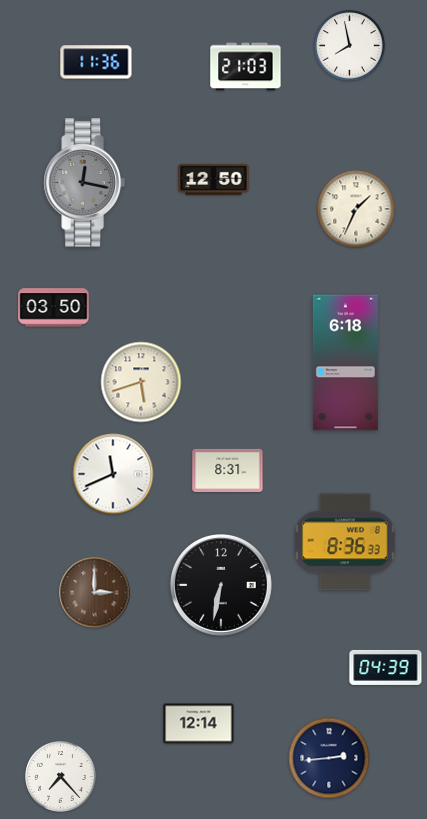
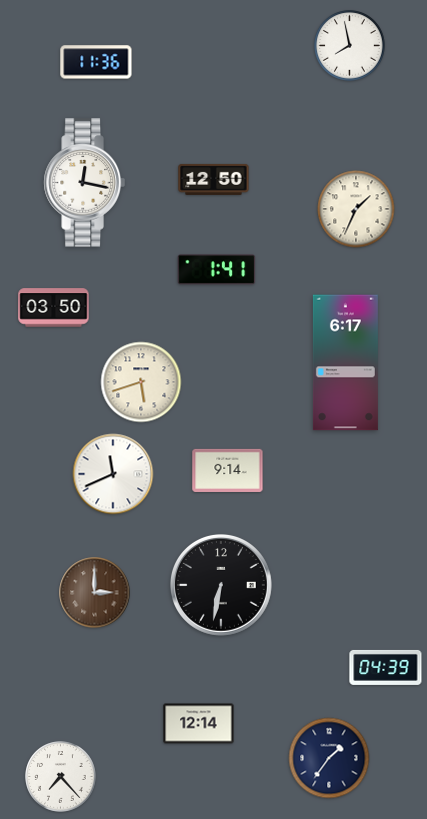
clock at (246, 67): 21:03 -> none
clock at (84, 183) dial: grey -> white
clock at (217, 270): none -> 1:41
clock at (345, 363): 6:18 -> 6:17
clock at (228, 470): 8:31 -> 9:14
clock at (345, 542): 8:36 -> none
clock at (329, 758): 2:44 -> 1:36
